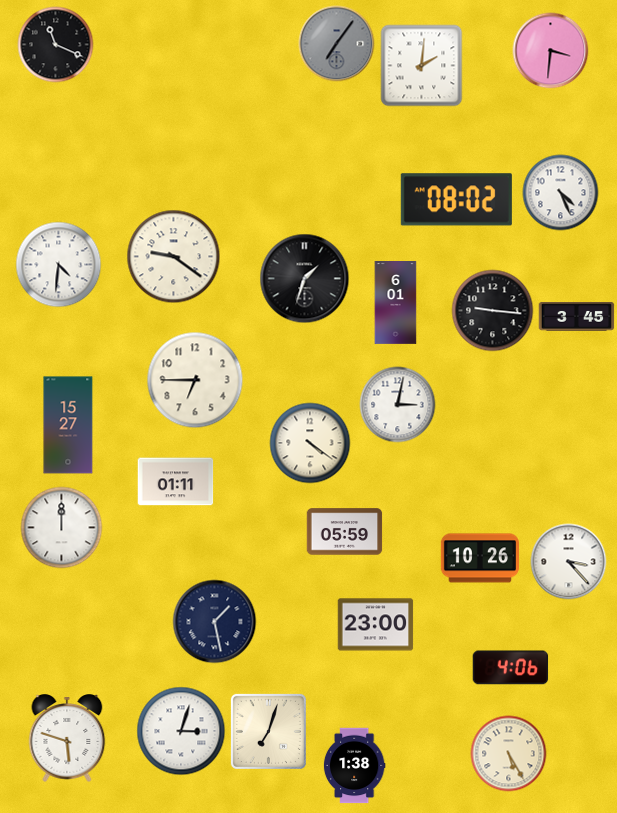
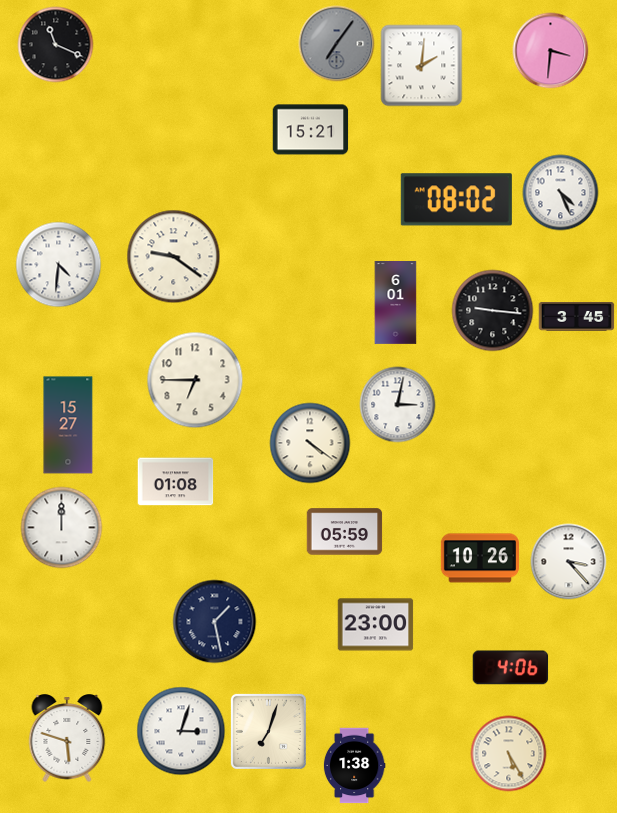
clock at (311, 130): none -> 15:21
clock at (305, 279): 1:33 -> none
clock at (176, 482): 01:11 -> 01:08
